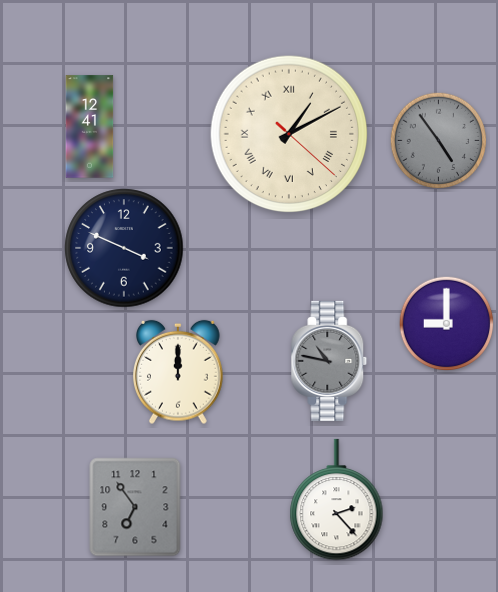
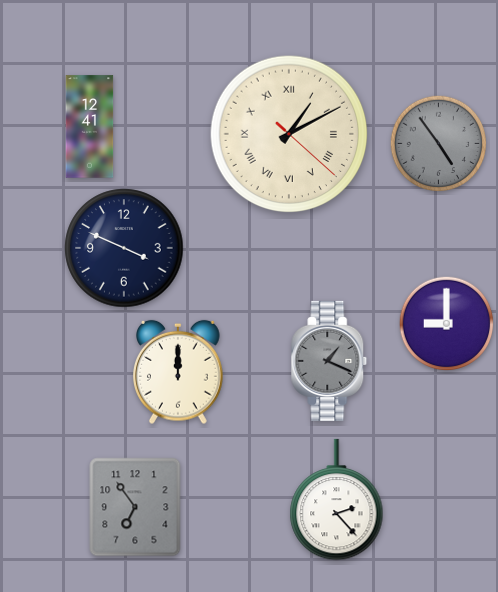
clock at (438, 140) position: (438, 140) -> (438, 143)
clock at (329, 361): 10:47 -> 1:19
